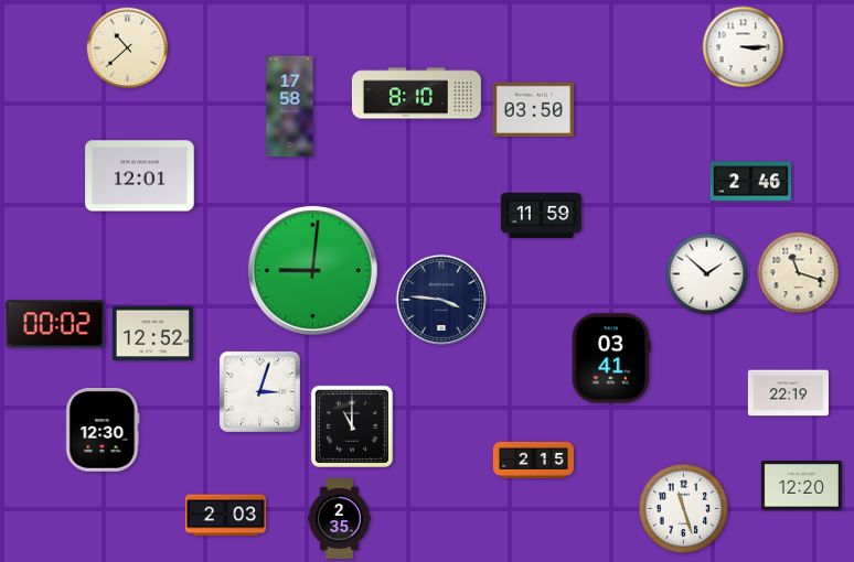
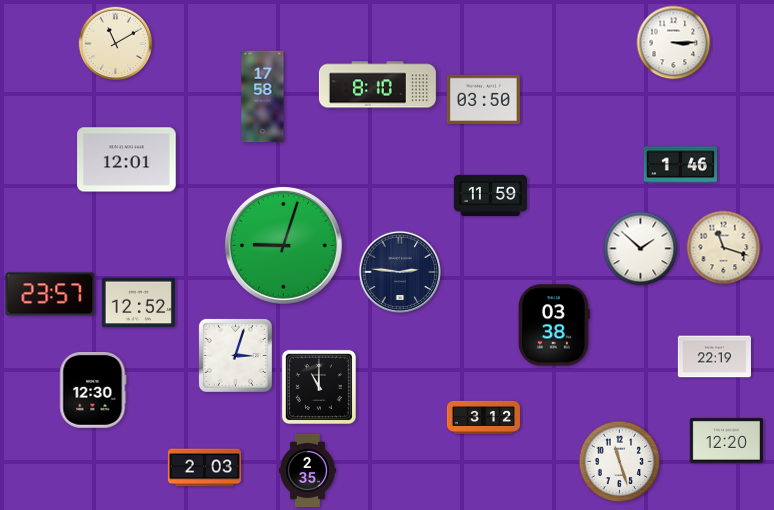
clock at (128, 48): 10:38 -> 11:10
clock at (750, 182): 2:46 -> 1:46
clock at (312, 270): 9:01 -> 9:03
clock at (440, 299): 3:46 -> 2:46
clock at (55, 324): 00:02 -> 23:57
clock at (611, 358): 03:41 -> 03:38
clock at (533, 460): 2:15 -> 3:12
